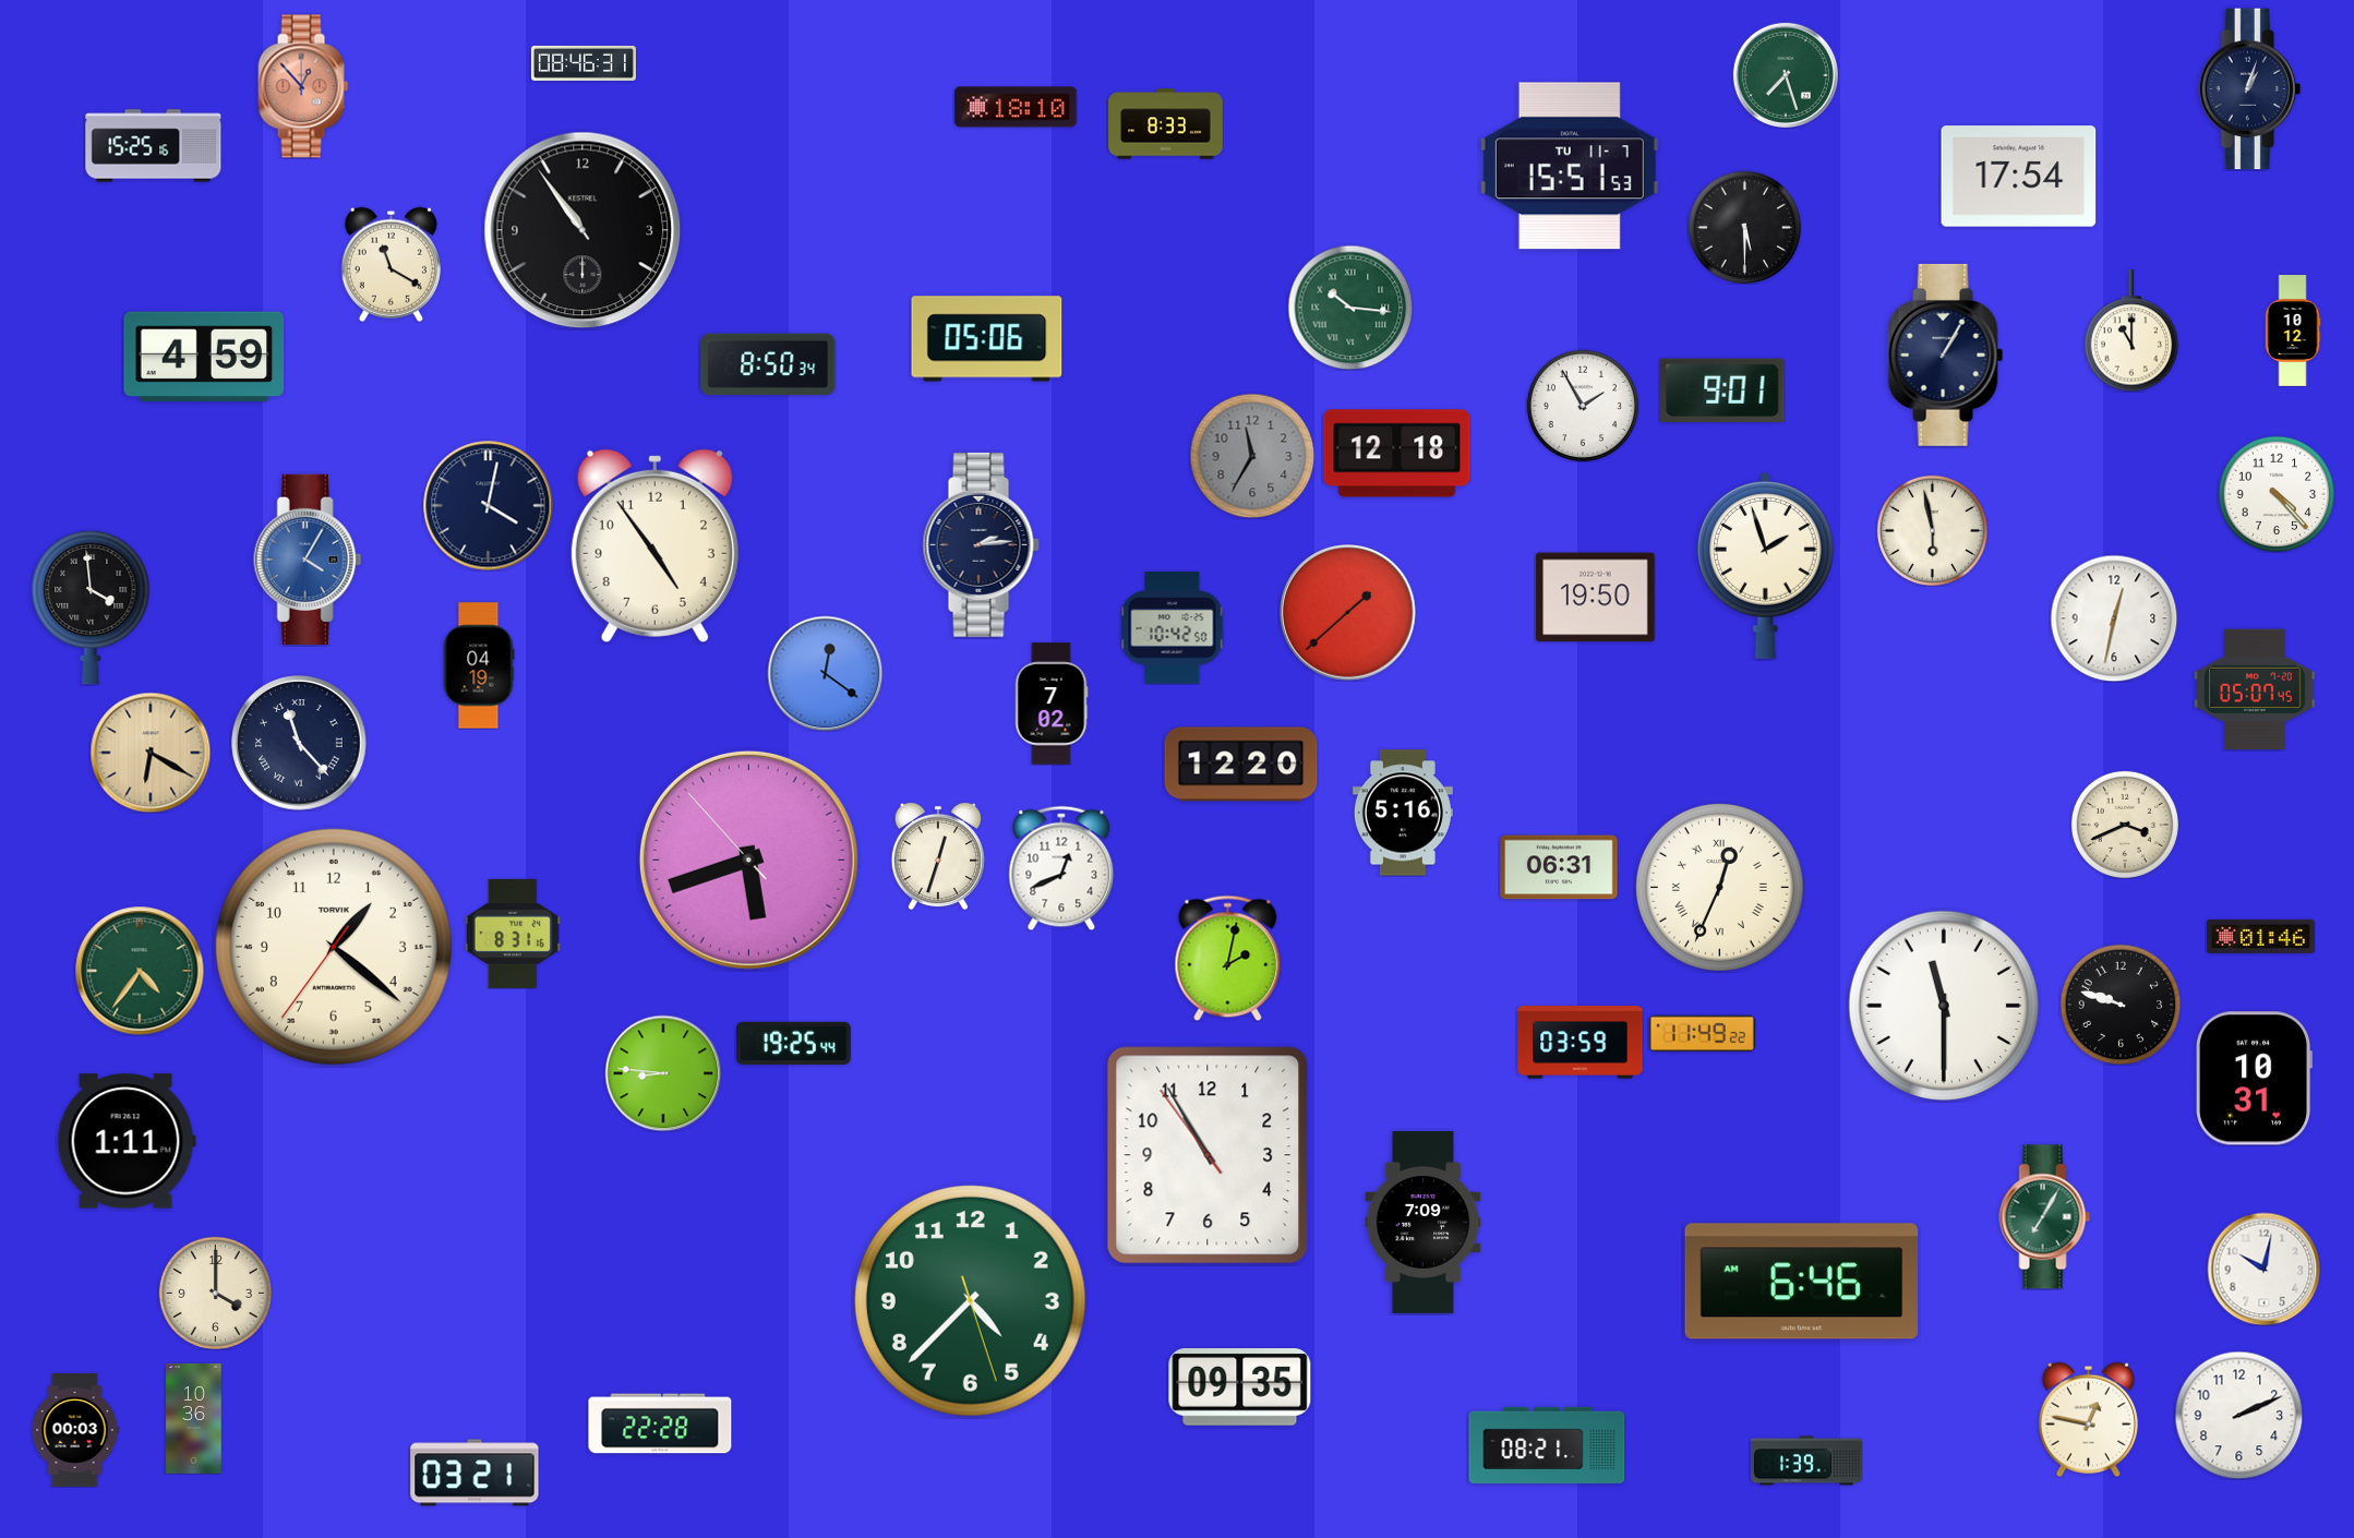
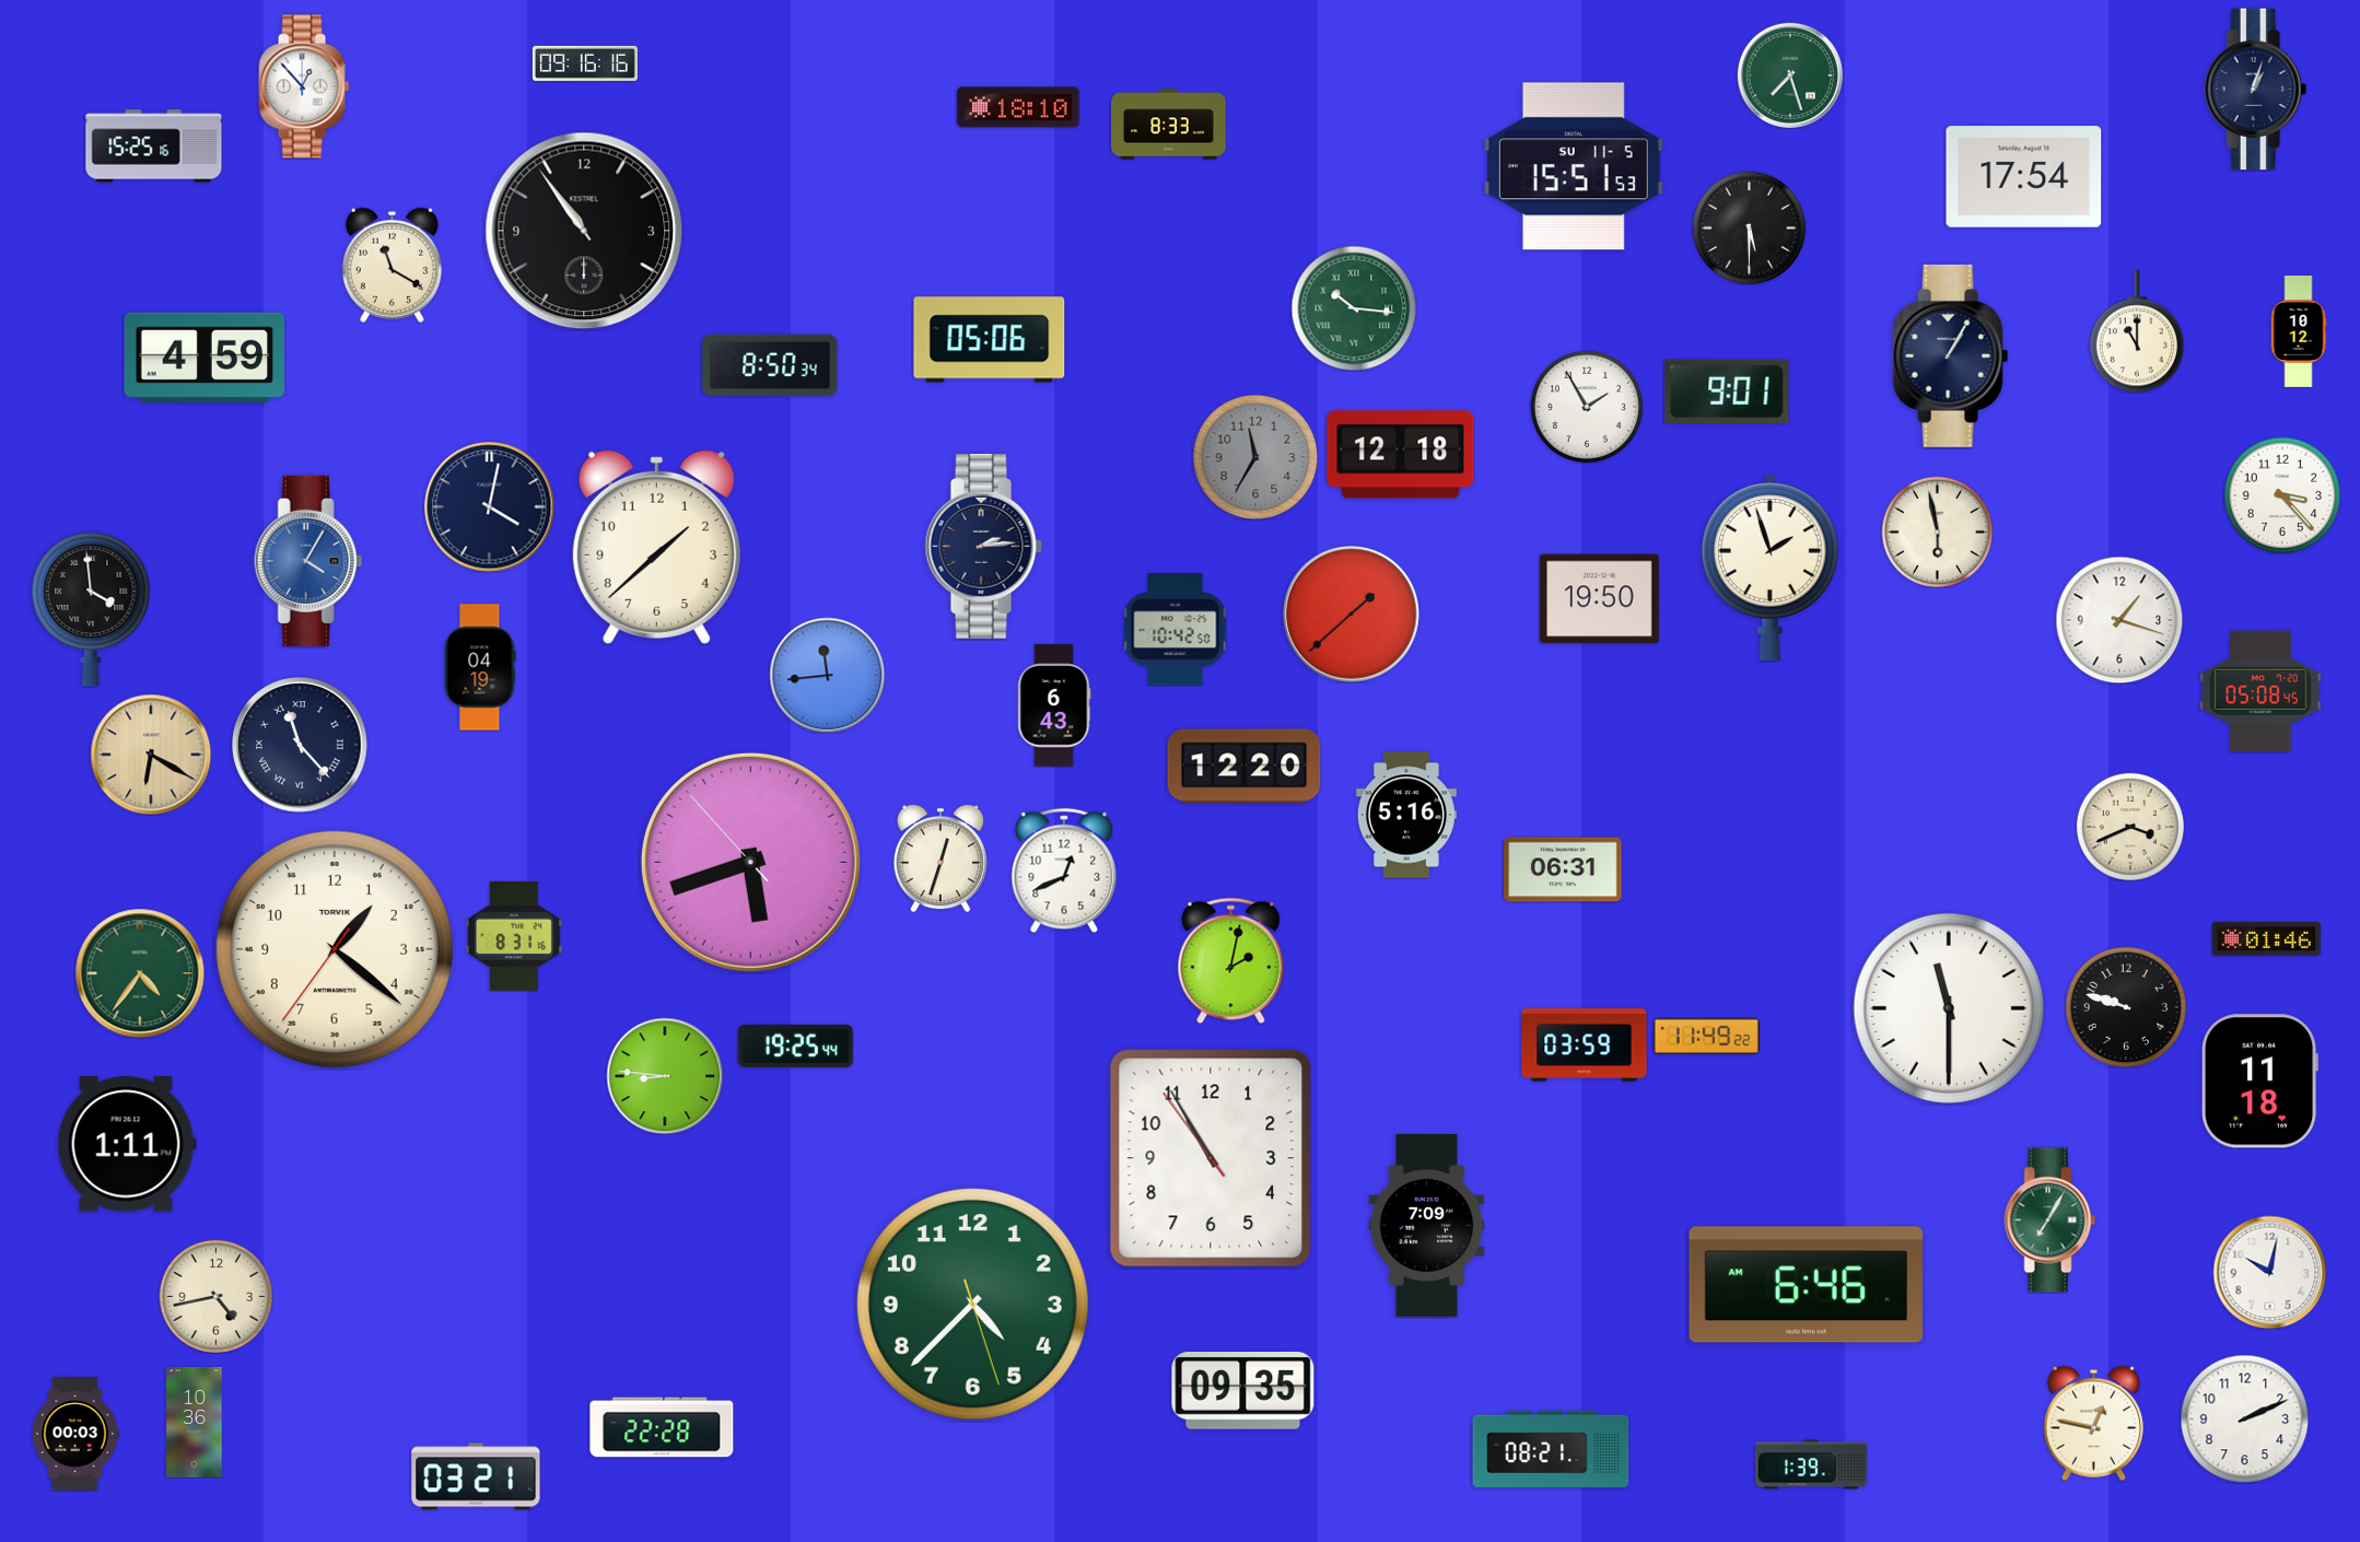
clock at (584, 63): 08:46 -> 09:16
clock at (303, 86) dial: salmon -> white
clock at (1570, 166) date: TU 11-7 -> SU 11-5
clock at (2277, 494): 4:23 -> 3:23
clock at (654, 545): 4:54 -> 1:38
clock at (2114, 618): 12:32 -> 1:18
clock at (825, 673): 12:21 -> 11:44
clock at (2255, 689): 05:07 -> 05:08
clock at (1052, 704): 7:02 -> 6:43
clock at (1719, 887): 12:34 -> none
clock at (2255, 1079): 10:31 -> 11:18
clock at (215, 1293): 4:00 -> 4:43
